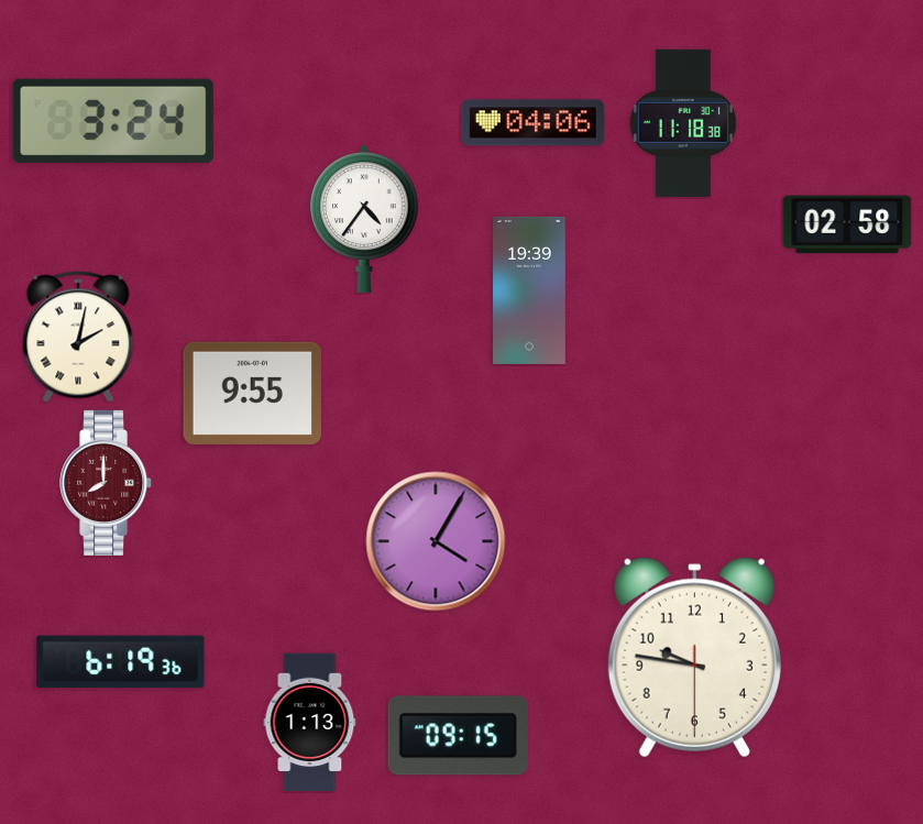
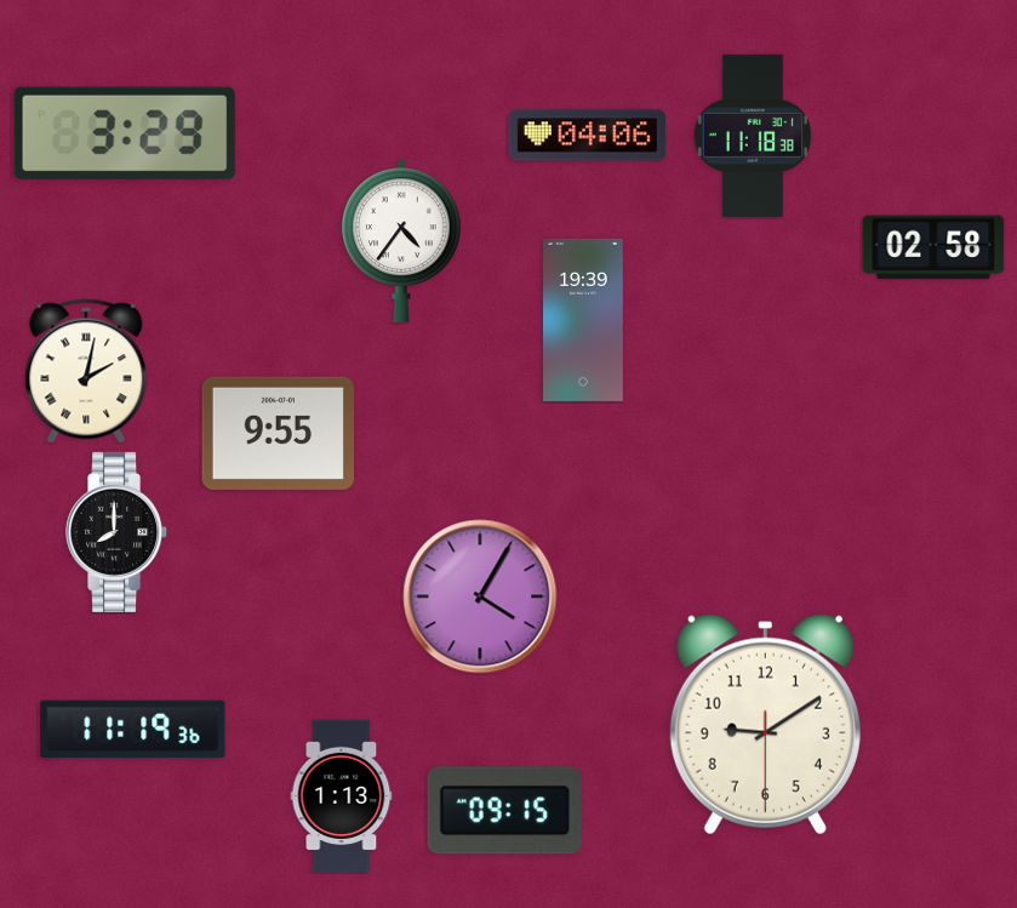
clock at (113, 121): 3:24 -> 3:29
clock at (107, 483) dial: burgundy -> black
clock at (694, 658): 9:46 -> 9:09
clock at (121, 662): 6:19 -> 11:19
